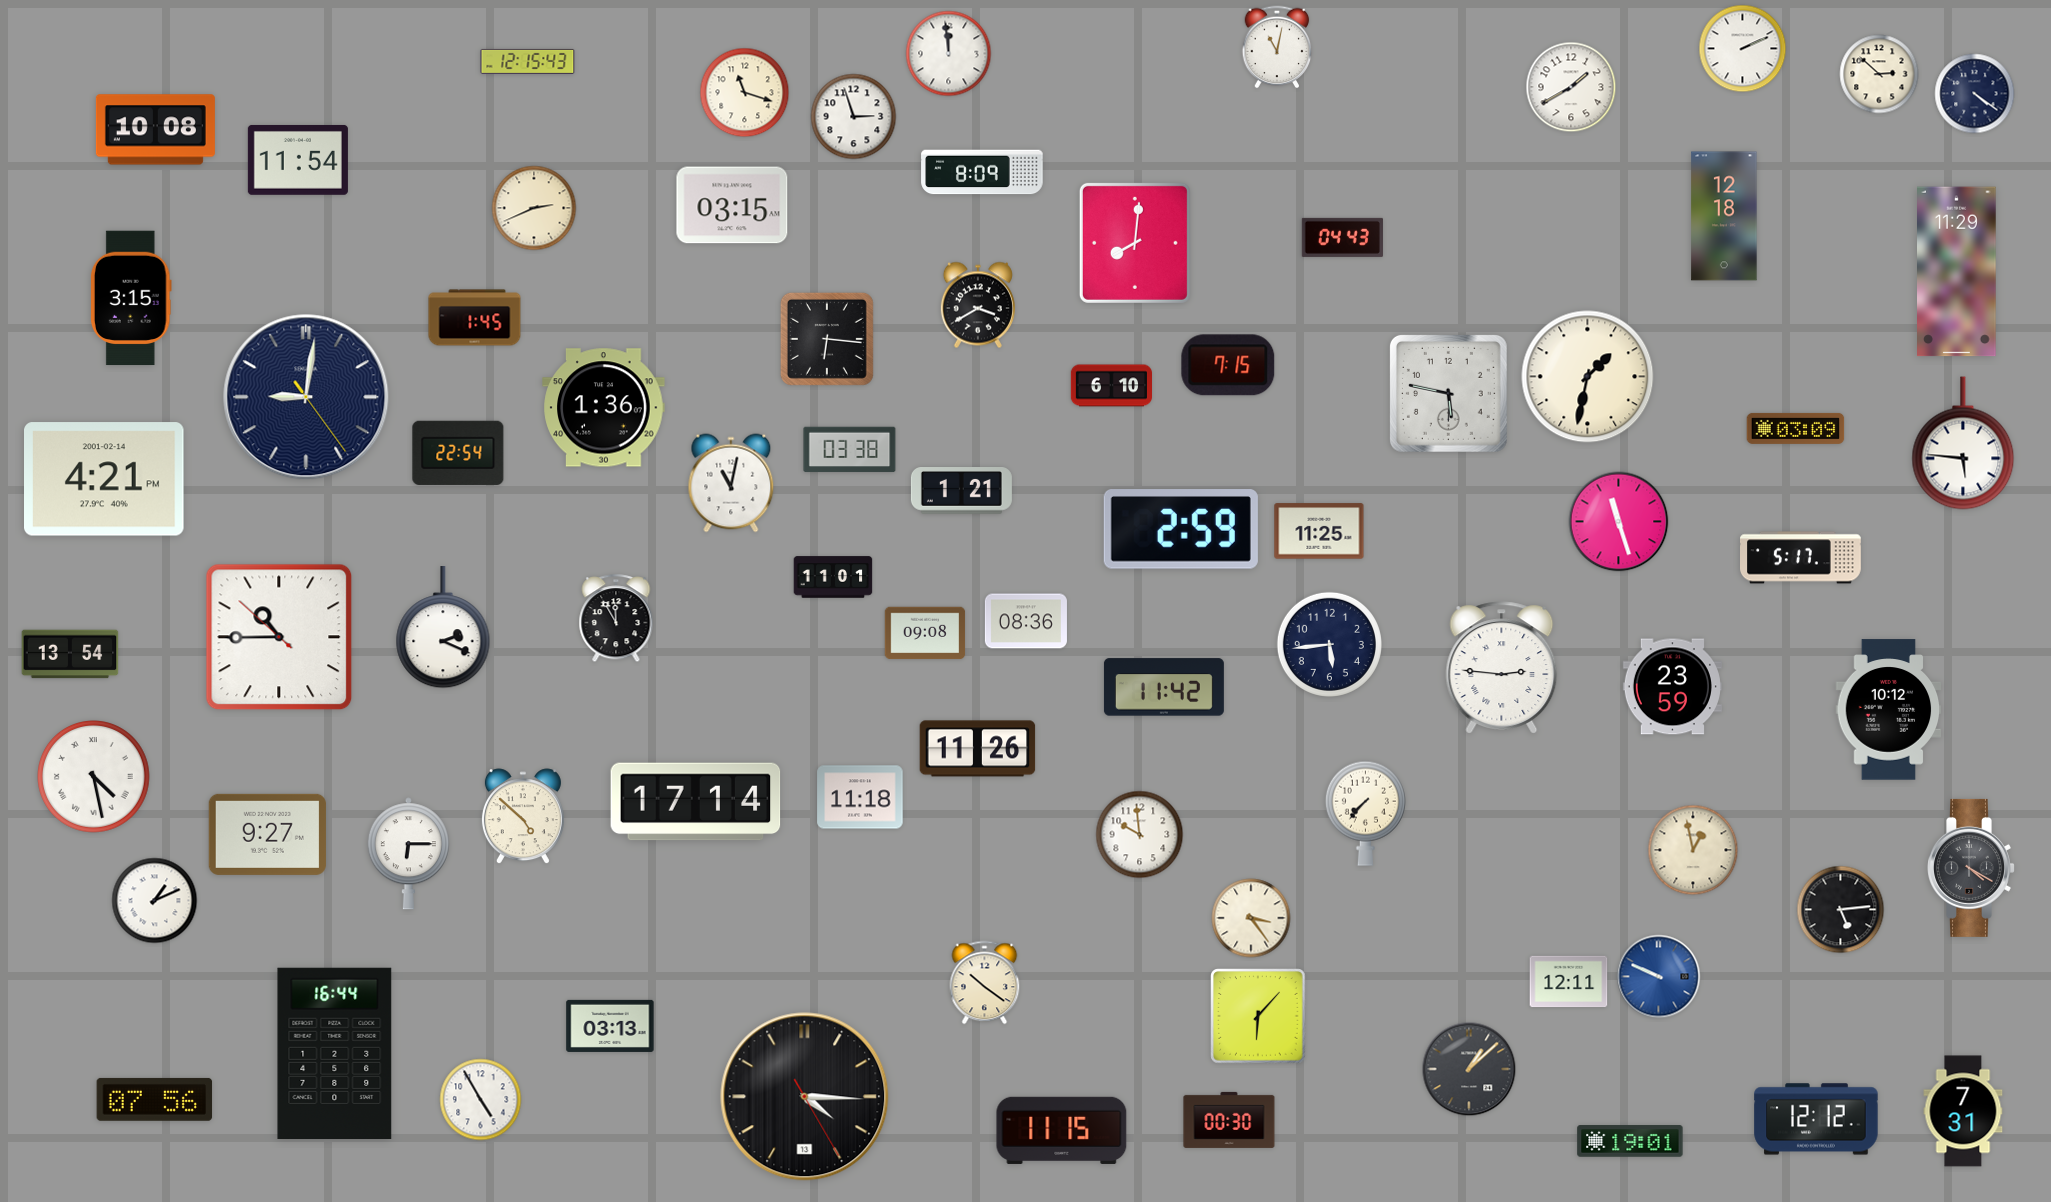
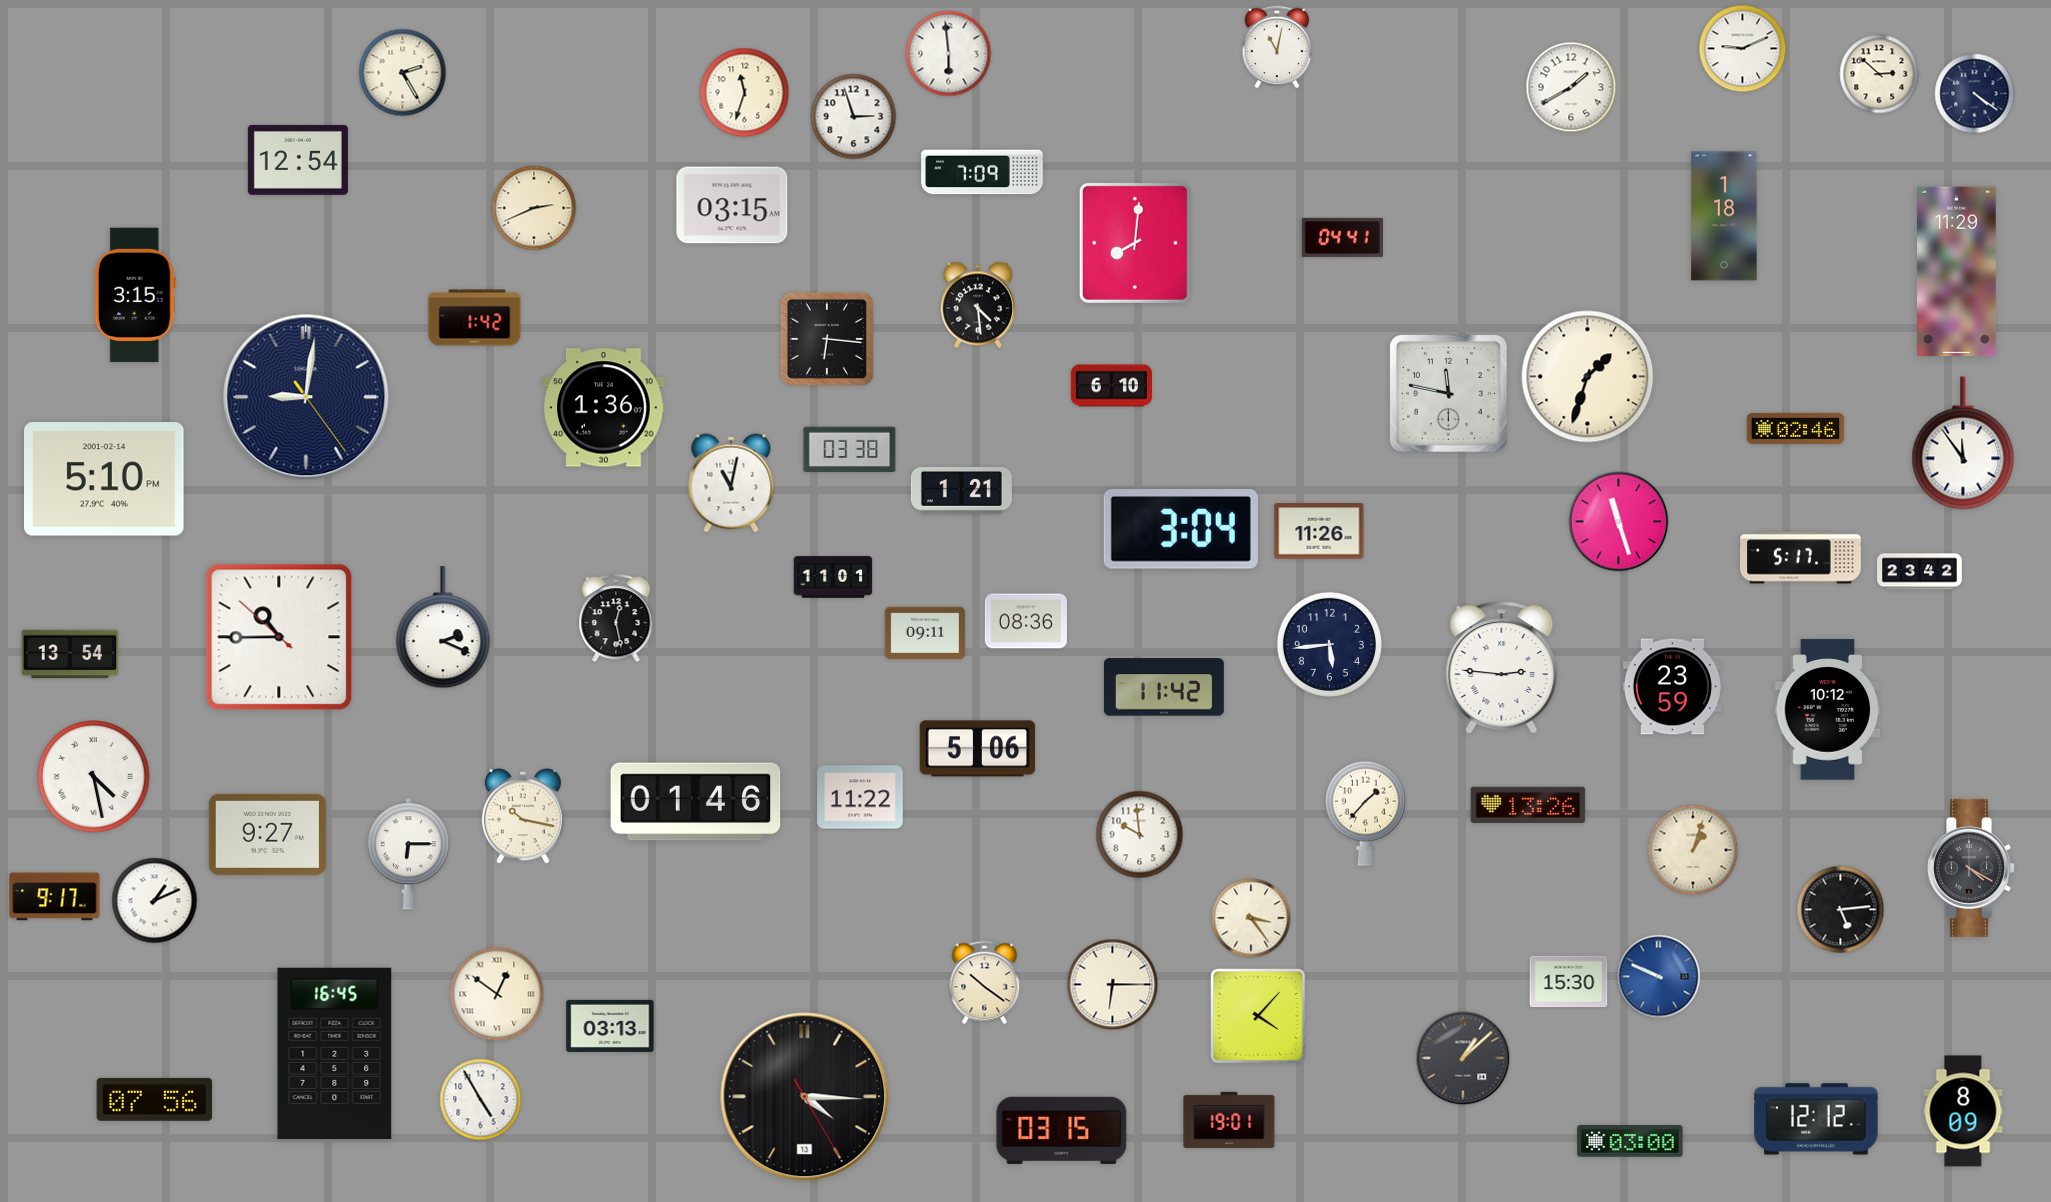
clock at (1743, 49): 2:11 -> 9:11
clock at (949, 54): 11:59 -> 5:59
clock at (528, 61): 12:15 -> none
clock at (403, 73): none -> 2:25
clock at (745, 93): 11:18 -> 11:33
clock at (155, 130): 10:08 -> none
clock at (298, 160): 11:54 -> 12:54
clock at (982, 172): 8:09 -> 7:09
clock at (1724, 216): 12:18 -> 1:18
clock at (1342, 237): 04:43 -> 04:41
clock at (131, 298) position: (131, 298) -> (135, 295)
clock at (978, 305): 3:40 -> 4:29
clock at (475, 318): 1:45 -> 1:42
clock at (1228, 365): 7:15 -> none
clock at (1588, 377): 1:32 -> 1:33
clock at (1448, 393): 5:47 -> 11:47
clock at (1796, 428): 03:09 -> 02:46
clock at (1963, 443): 5:46 -> 11:54
clock at (458, 453): 22:54 -> none
clock at (105, 479): 4:21 -> 5:10
clock at (1181, 529): 2:59 -> 3:04
clock at (1319, 531): 11:25 -> 11:26
clock at (1920, 572): none -> 23:42
clock at (616, 619): 11:55 -> 12:28
clock at (925, 633): 09:08 -> 09:11
clock at (1889, 710) position: (1889, 710) -> (1828, 710)
clock at (978, 749): 11:26 -> 5:06
clock at (860, 797): 11:18 -> 11:22
clock at (696, 802): 17:14 -> 01:46
clock at (1528, 804): none -> 13:26
clock at (1365, 813): 7:37 -> 1:37
clock at (523, 817): 4:52 -> 10:17
clock at (1693, 850): 12:58 -> 1:03
clock at (55, 897): none -> 9:17
clock at (1569, 982): 12:11 -> 15:30
clock at (1113, 985): none -> 6:15
clock at (497, 994): none -> 12:51
clock at (1258, 1016): 6:07 -> 4:07
clock at (335, 1053): 16:44 -> 16:45
clock at (1469, 1069) position: (1469, 1069) -> (1463, 1058)
clock at (1963, 1111): 7:31 -> 8:09
clock at (1229, 1120): 00:30 -> 19:01
clock at (1062, 1130): 11:15 -> 03:15
clock at (1630, 1141): 19:01 -> 03:00
